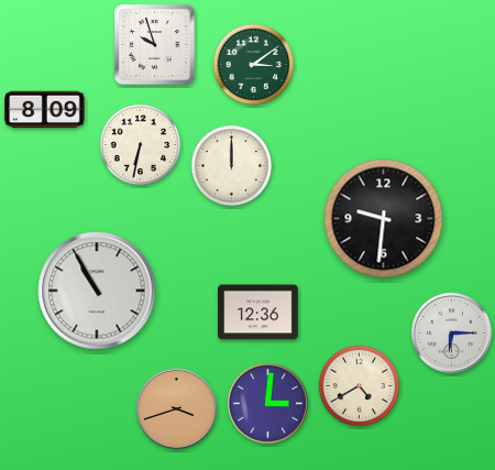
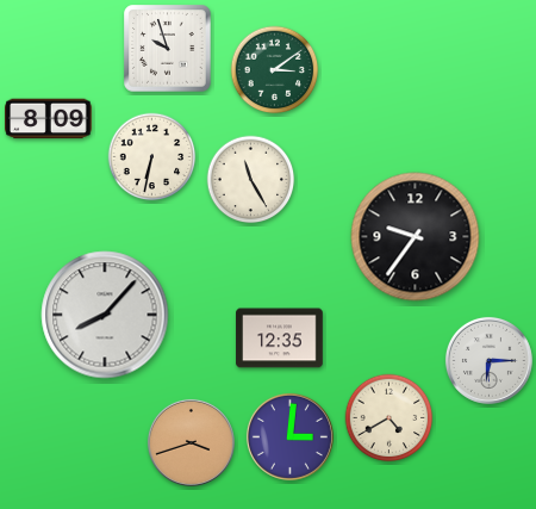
clock at (232, 166): 12:00 -> 11:25
clock at (384, 219): 9:31 -> 9:36
clock at (97, 291): 10:55 -> 8:07
clock at (258, 313): 12:36 -> 12:35
